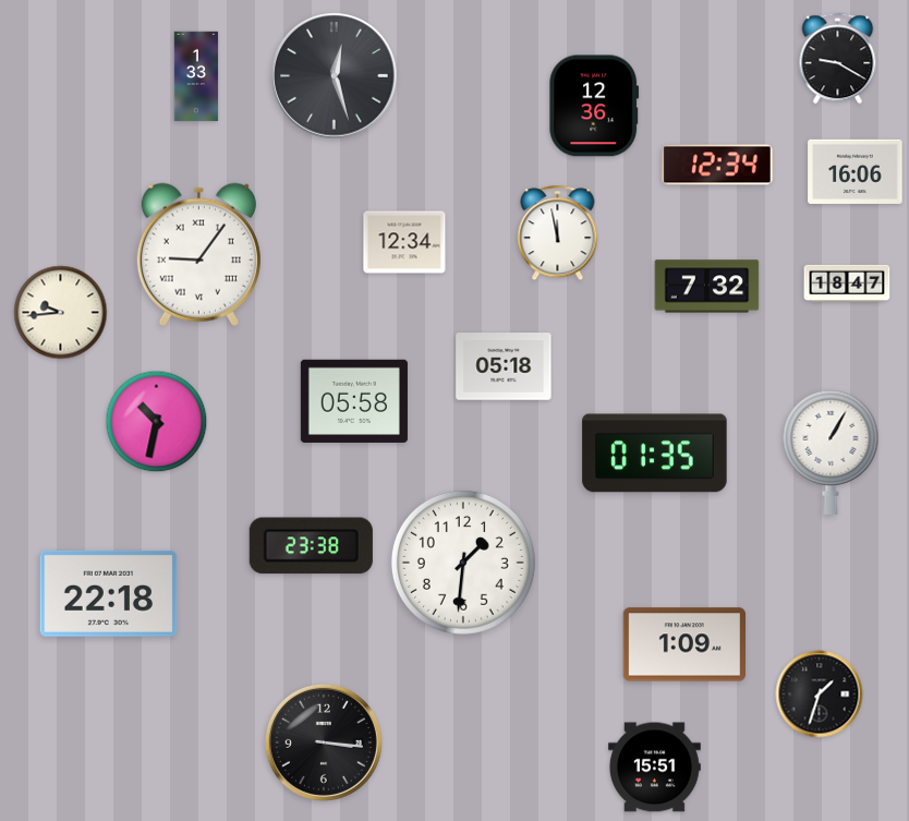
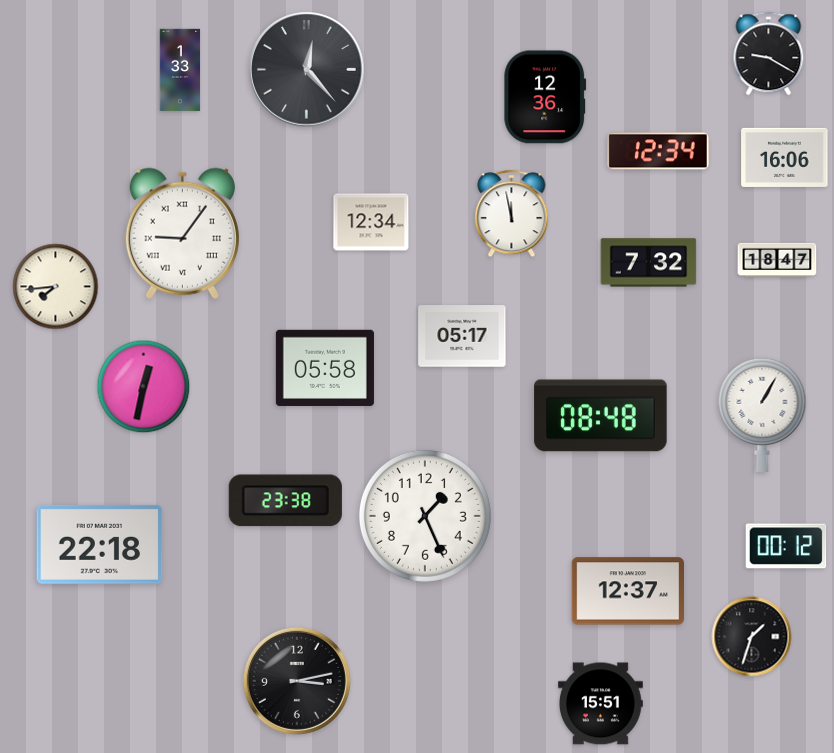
clock at (335, 76): 12:27 -> 12:23
clock at (61, 313): 9:44 -> 7:44
clock at (504, 366): 05:18 -> 05:17
clock at (157, 422): 10:32 -> 12:32
clock at (655, 454): 01:35 -> 08:48
clock at (463, 563): 1:31 -> 1:26
clock at (786, 546): none -> 00:12
clock at (683, 644): 1:09 -> 12:37
clock at (324, 742): 3:16 -> 3:13
